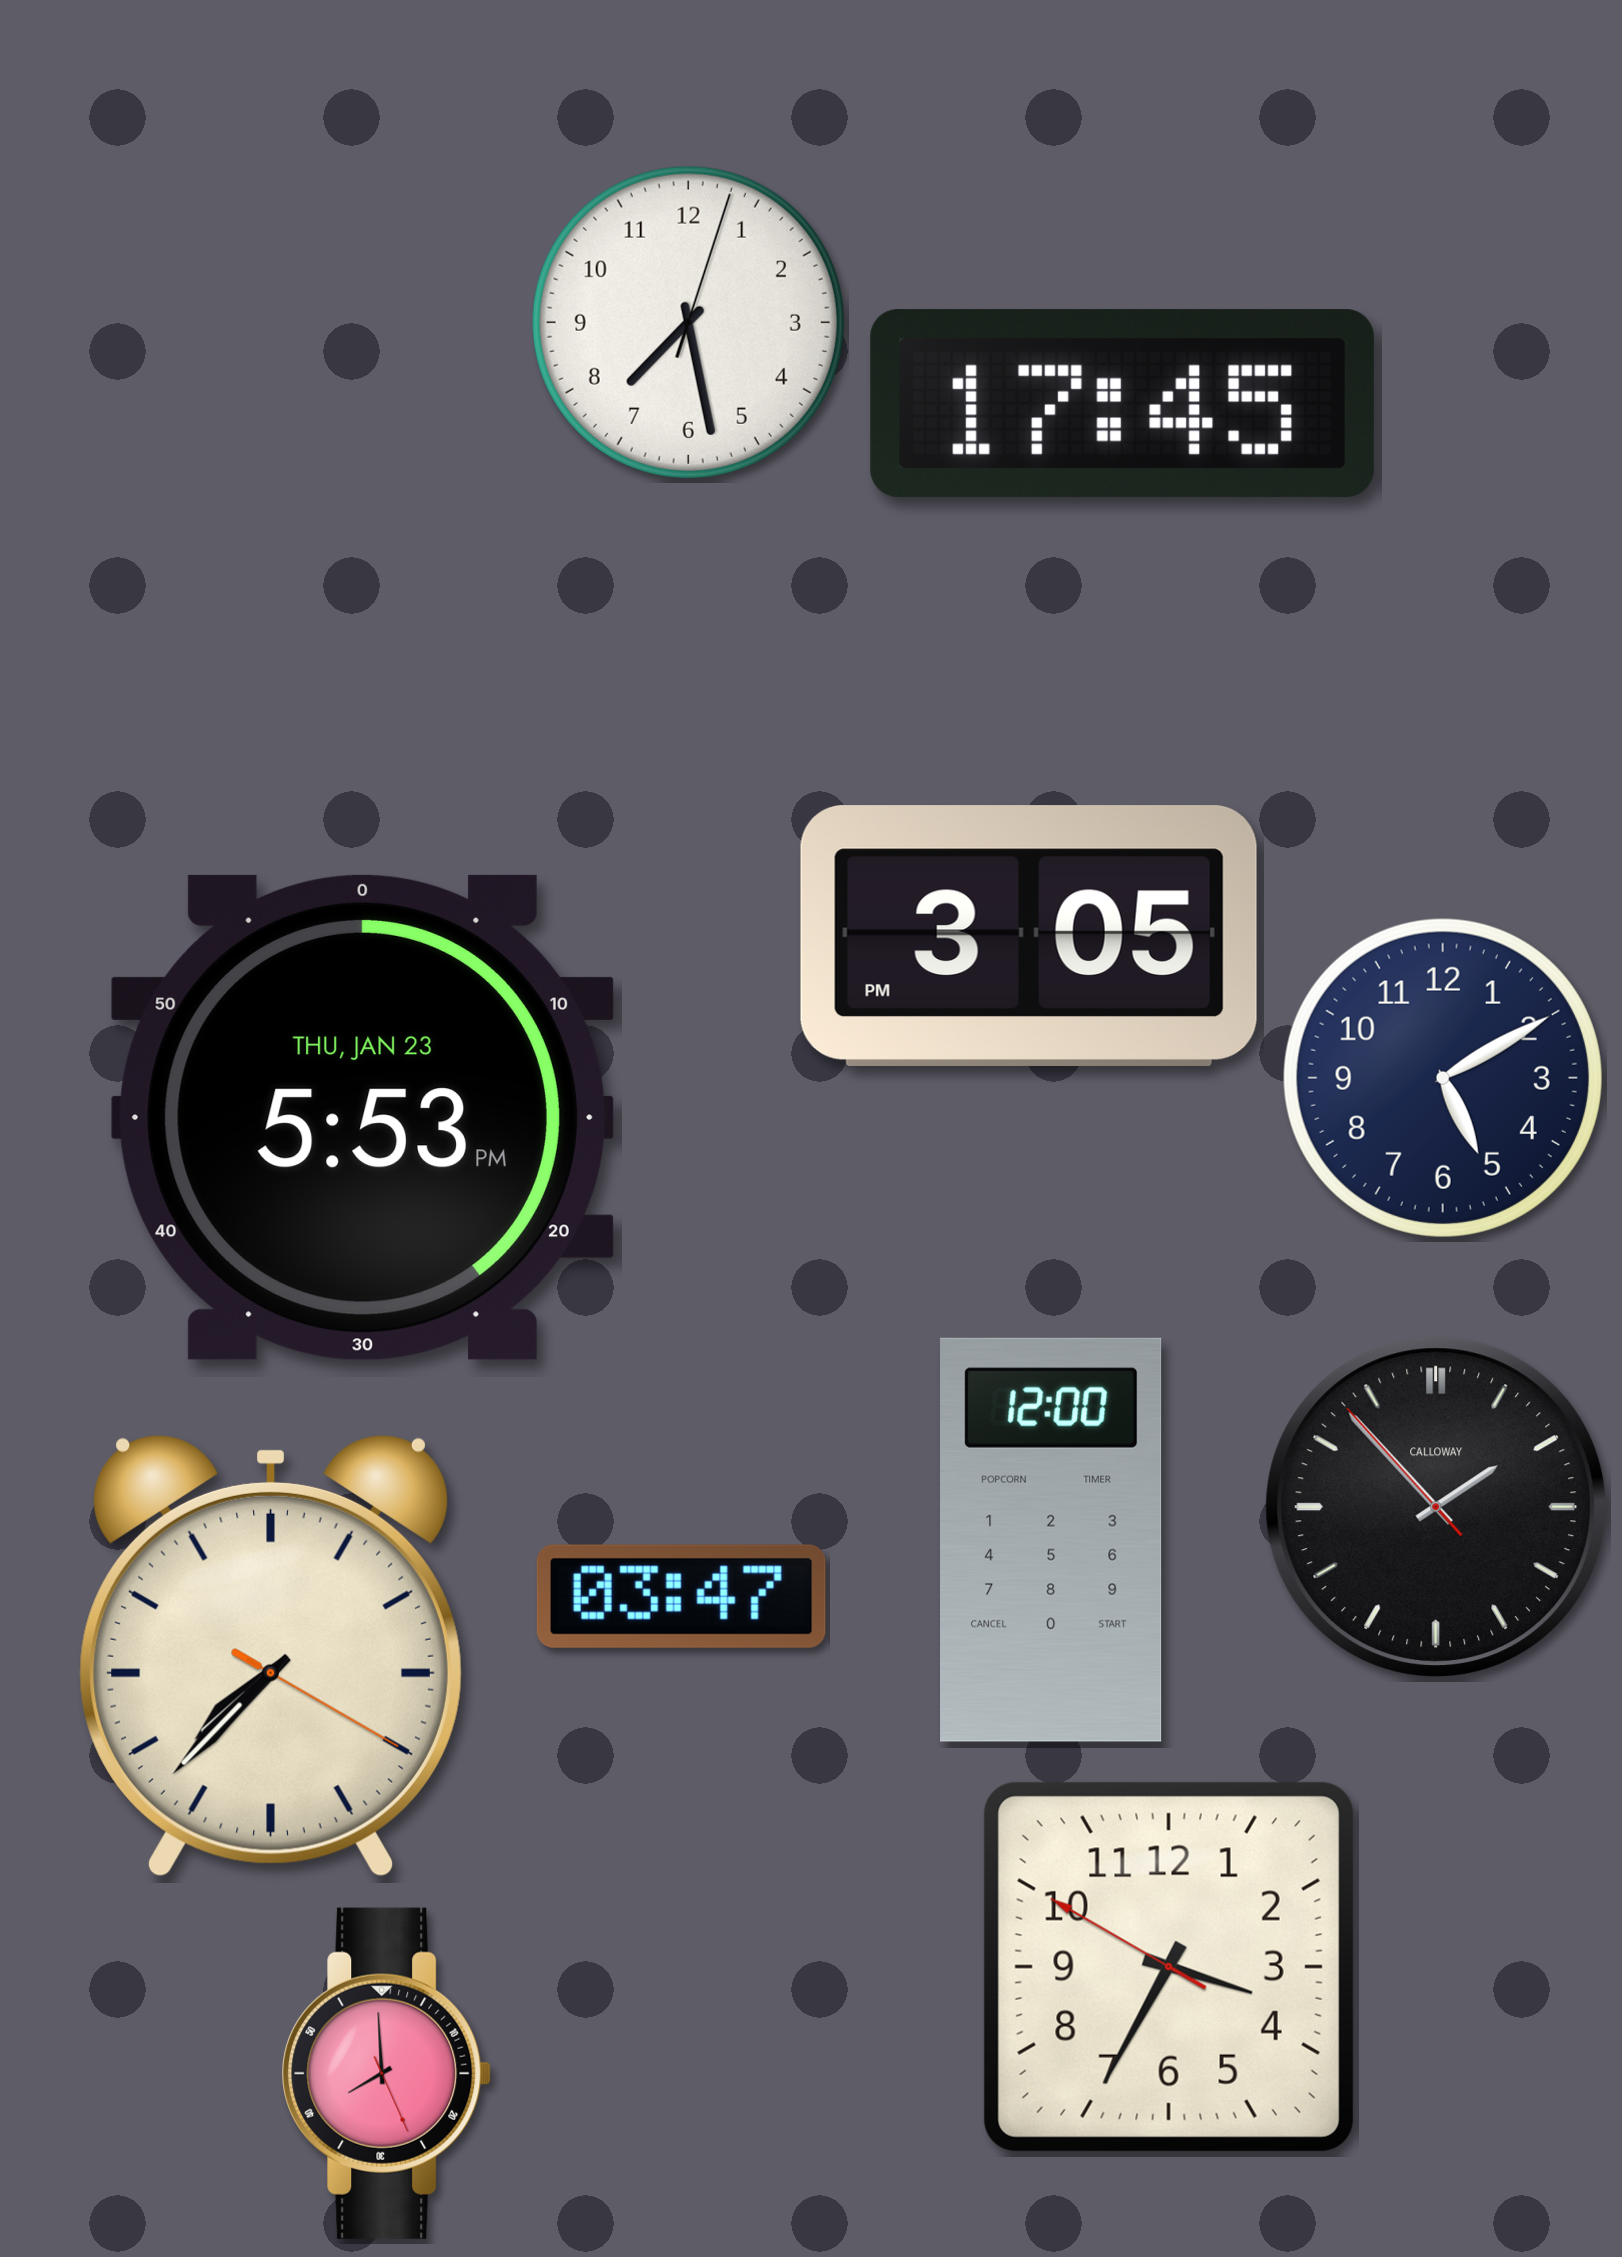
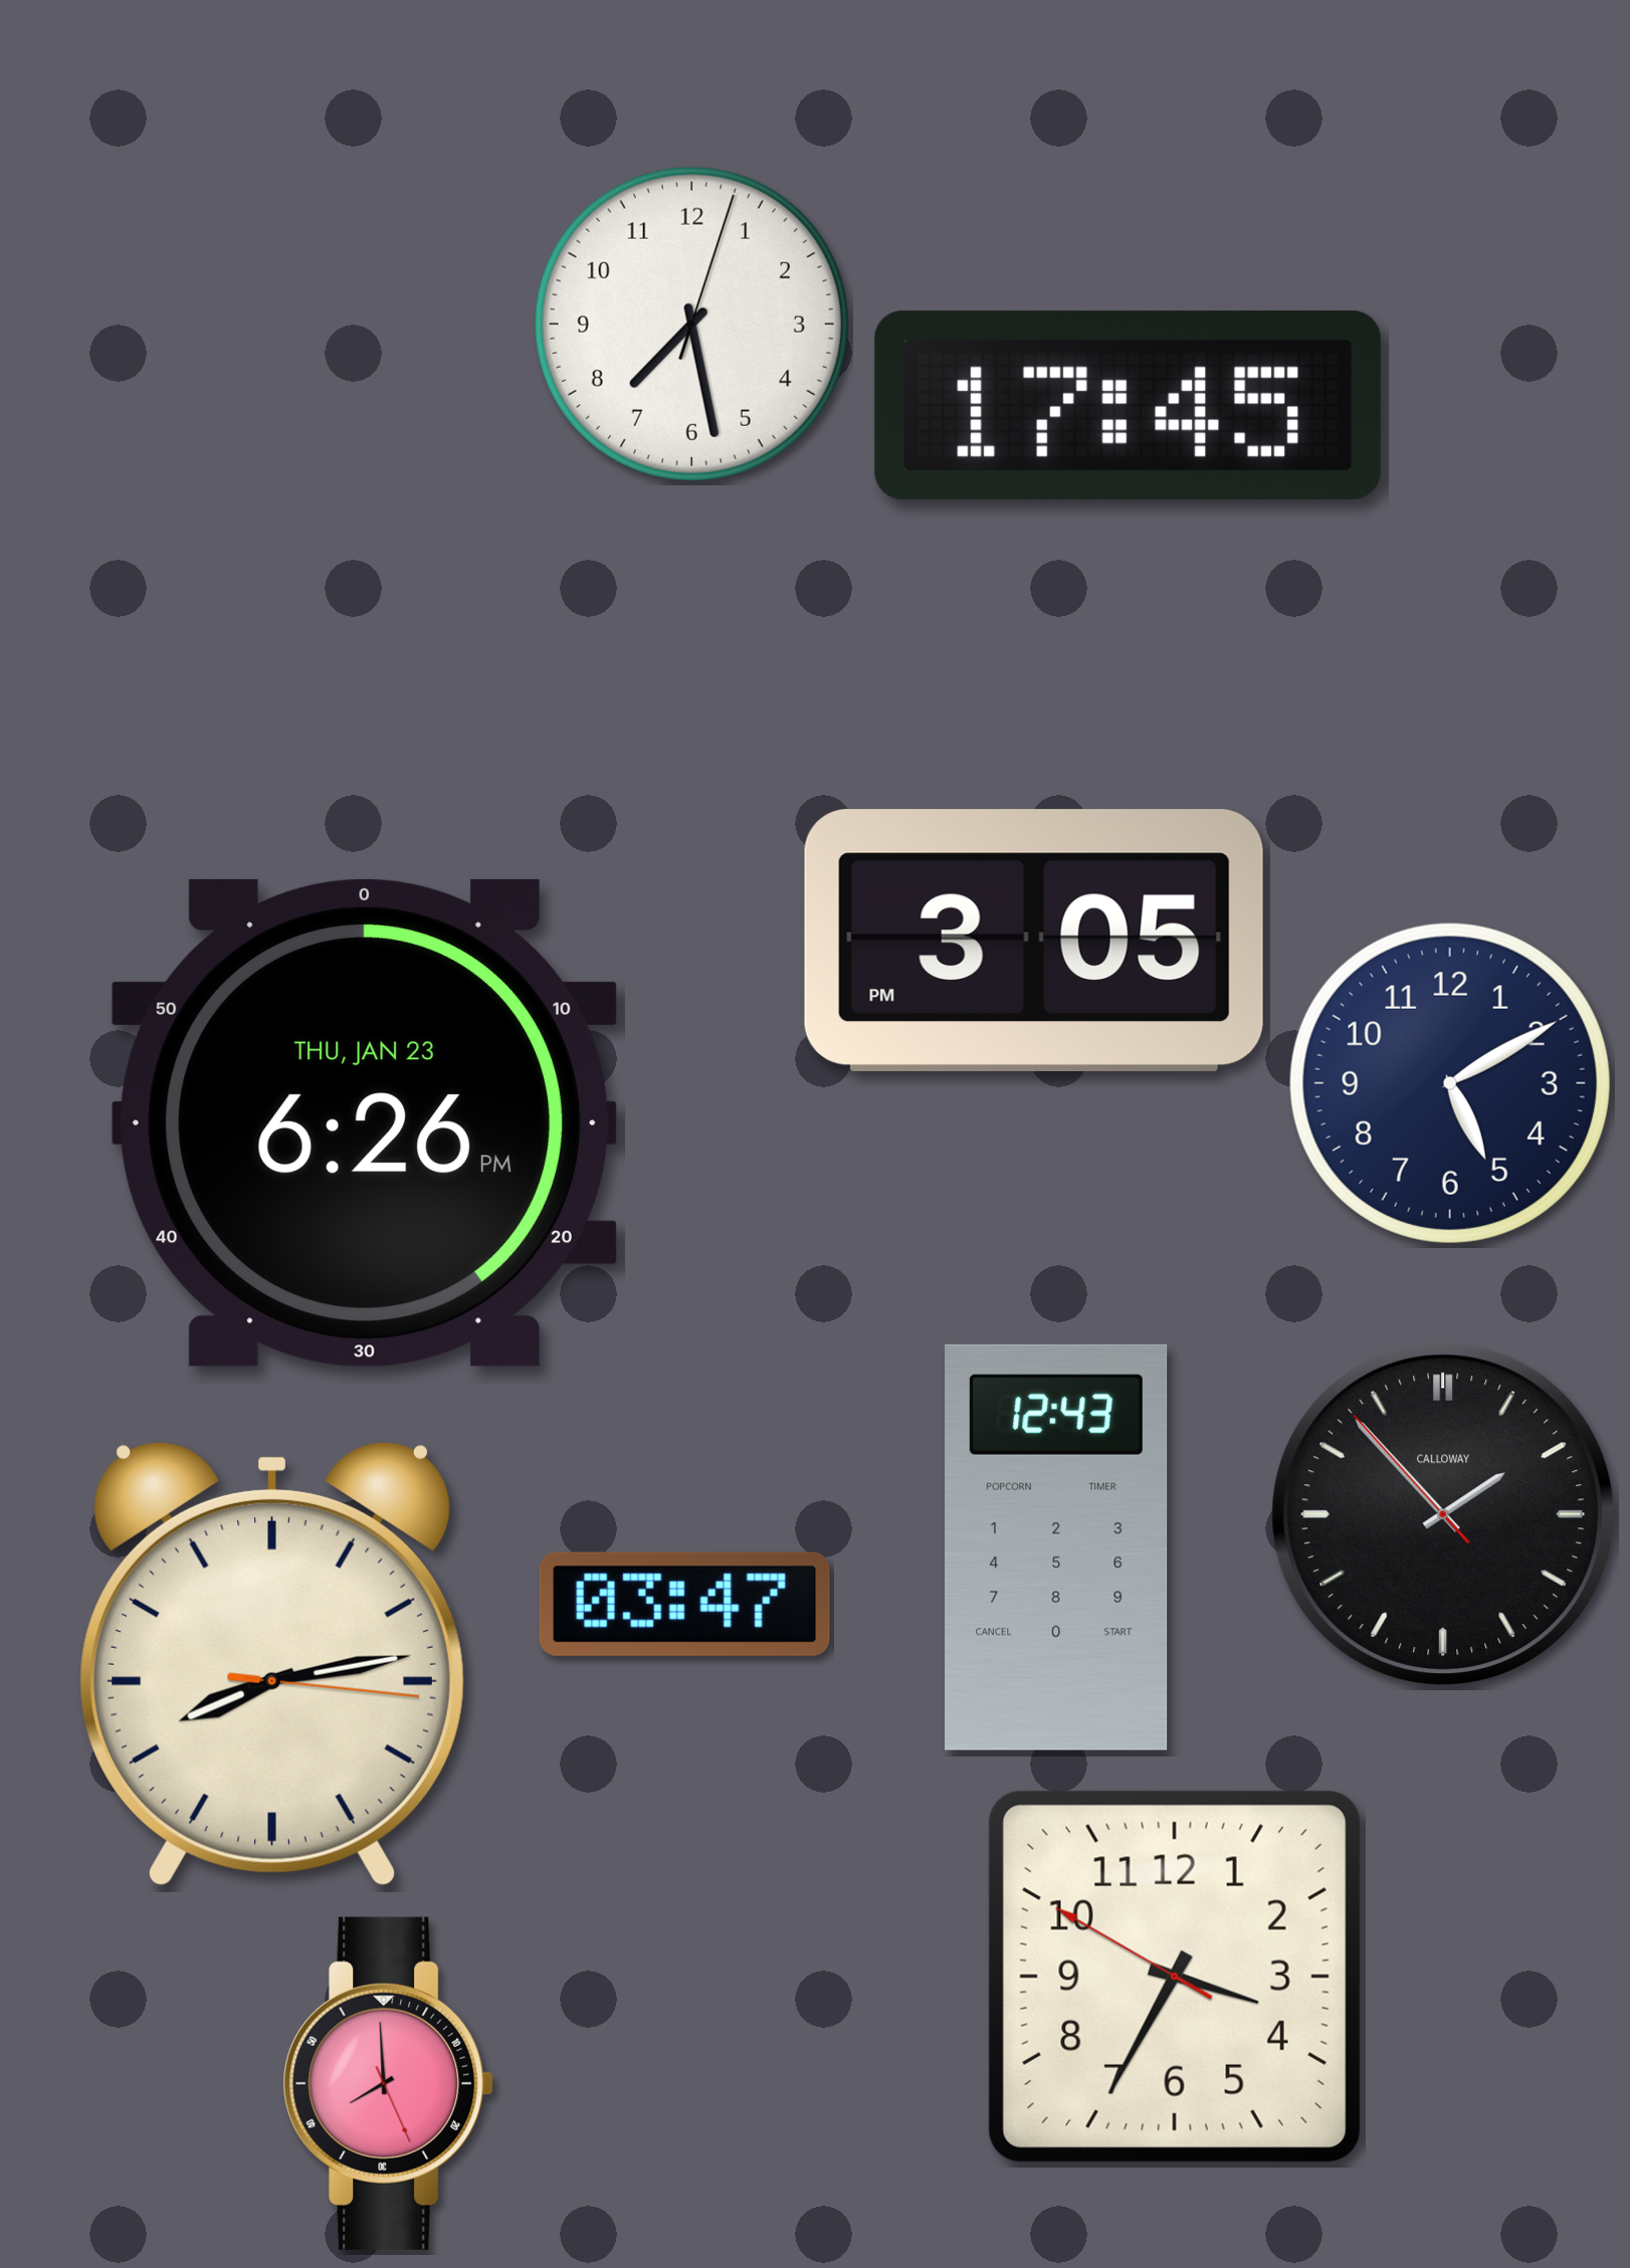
clock at (362, 1117): 5:53 -> 6:26
clock at (1051, 1540): 12:00 -> 12:43
clock at (271, 1656): 7:37 -> 8:13
